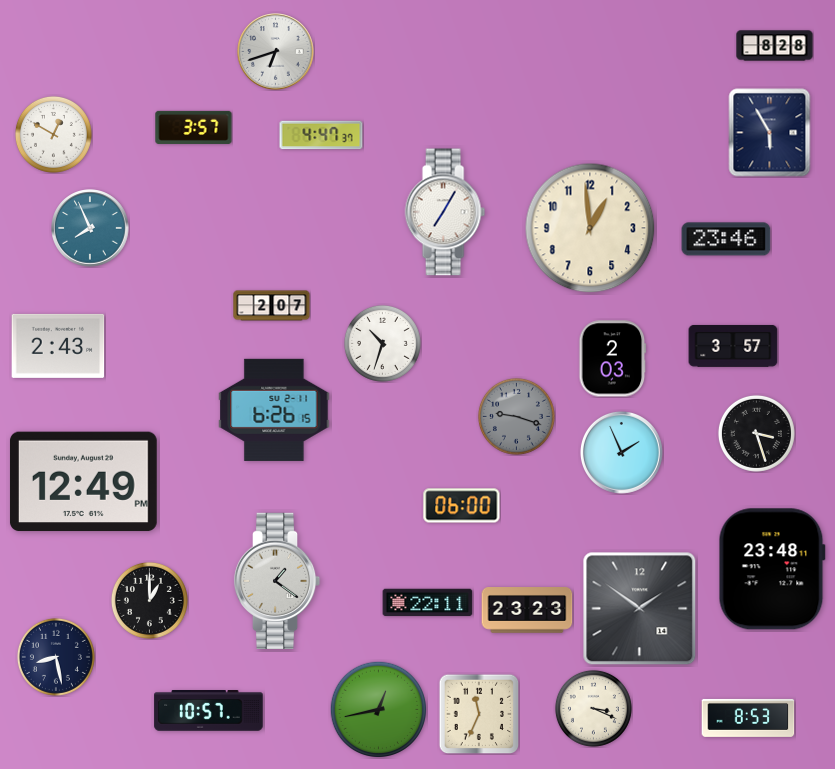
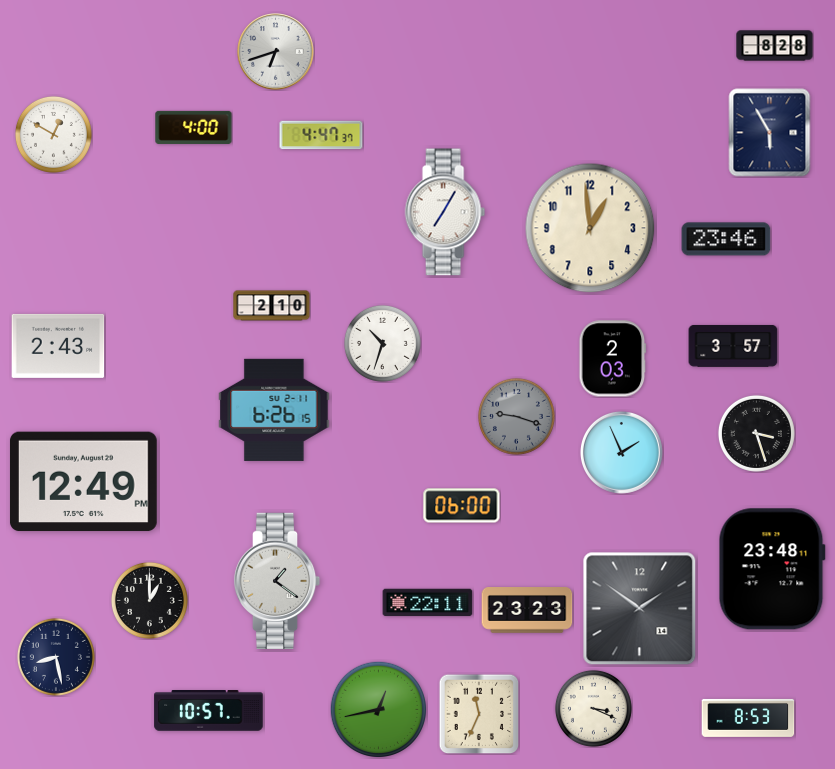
clock at (194, 127): 3:57 -> 4:00
clock at (90, 228): 7:56 -> none
clock at (272, 306): 2:07 -> 2:10
